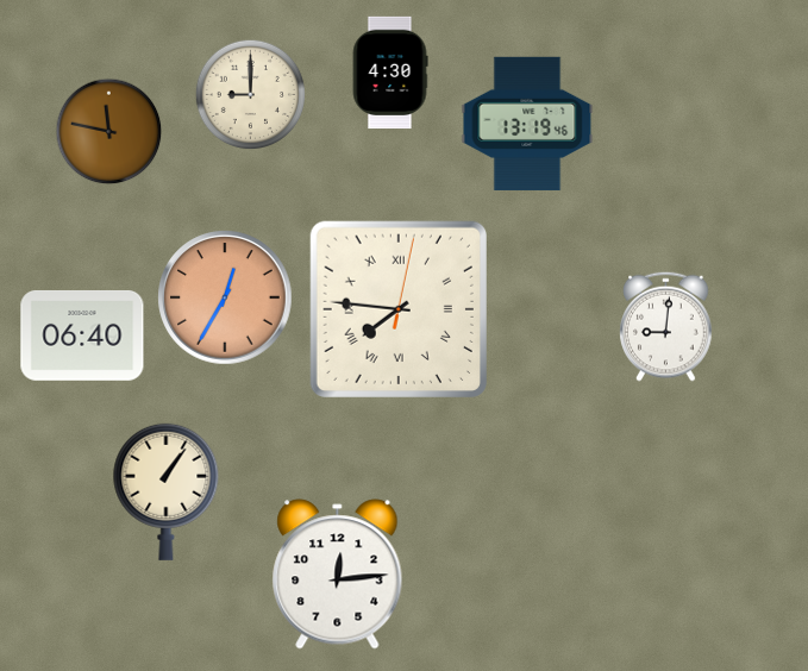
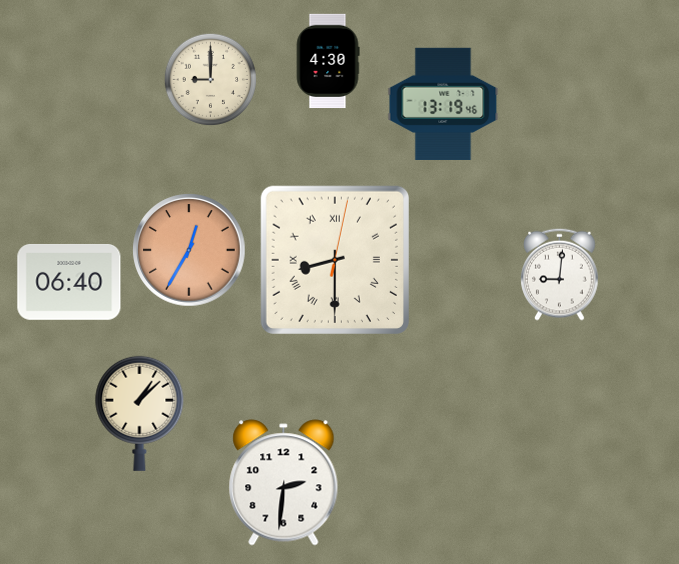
clock at (109, 132): 11:47 -> none
clock at (399, 309): 7:46 -> 8:30
clock at (167, 491): 1:06 -> 1:08
clock at (338, 575): 12:14 -> 2:31
